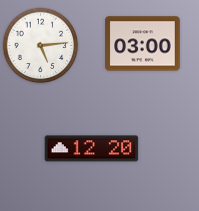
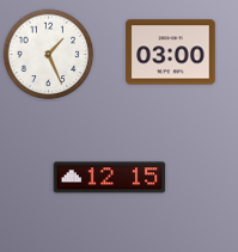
clock at (41, 46): 5:14 -> 1:26
clock at (92, 149): 12:20 -> 12:15
